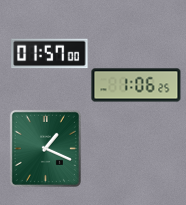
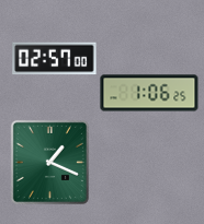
clock at (50, 54): 01:57 -> 02:57
